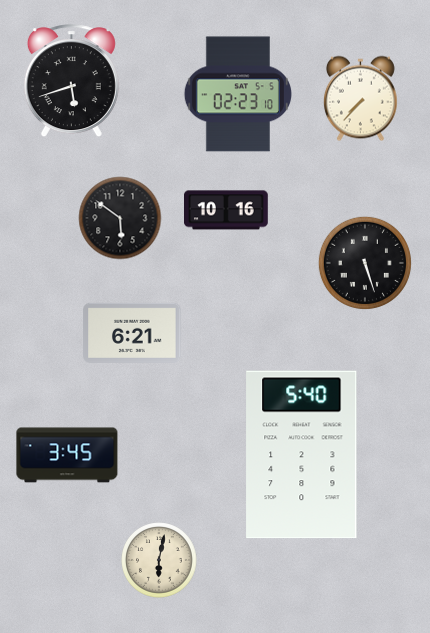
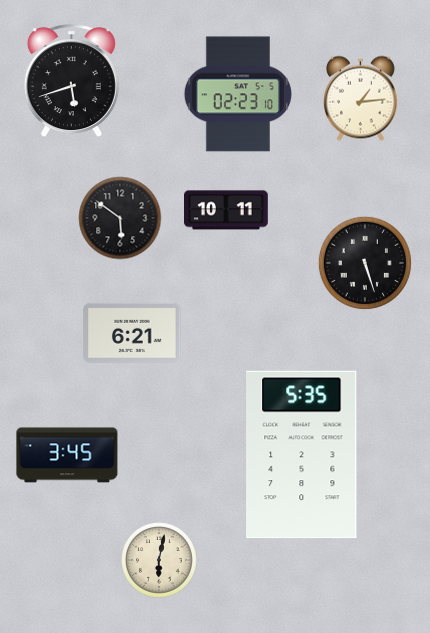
clock at (360, 99): 7:37 -> 1:14
clock at (226, 210): 10:16 -> 10:11
clock at (302, 455): 5:40 -> 5:35
